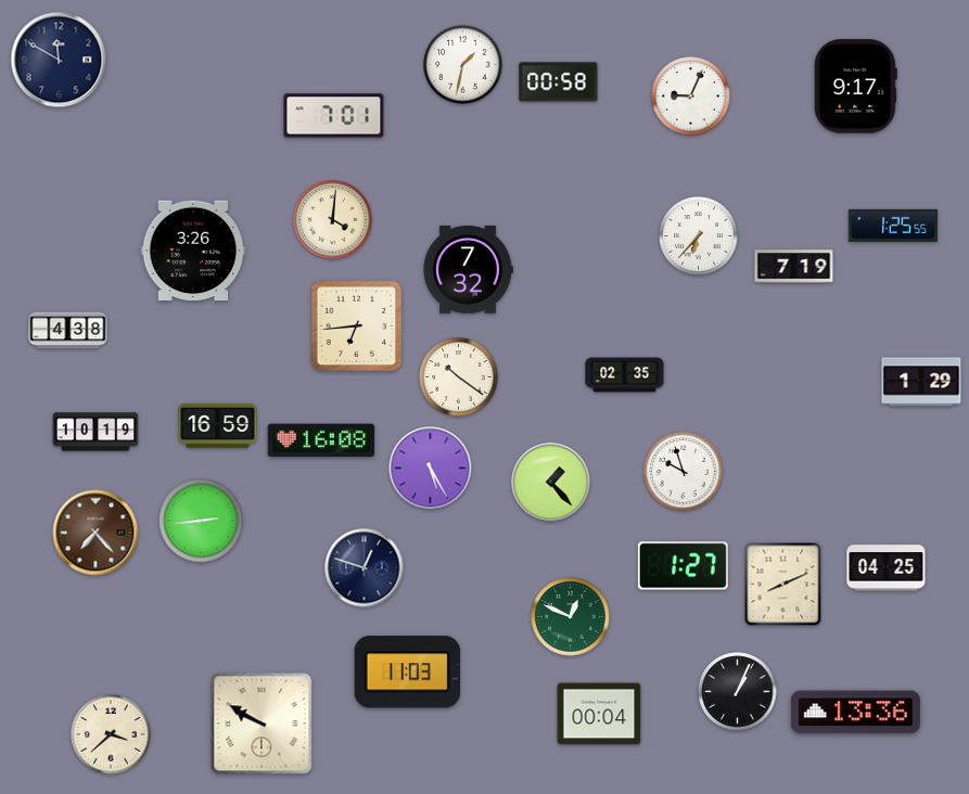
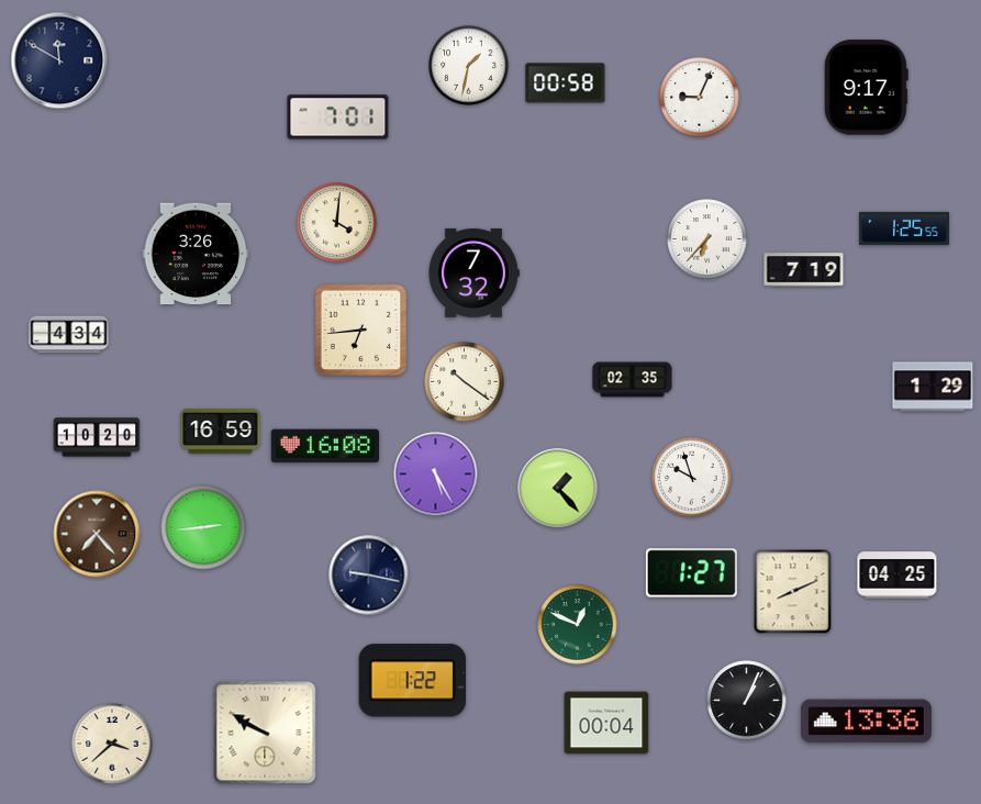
clock at (68, 331): 4:38 -> 4:34
clock at (95, 432): 10:19 -> 10:20
clock at (95, 533) position: (95, 533) -> (97, 534)
clock at (365, 568): 12:48 -> 9:17
clock at (407, 673): 11:03 -> 1:22
